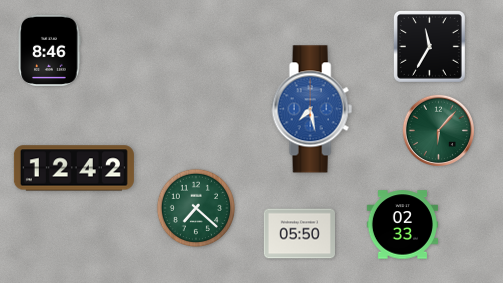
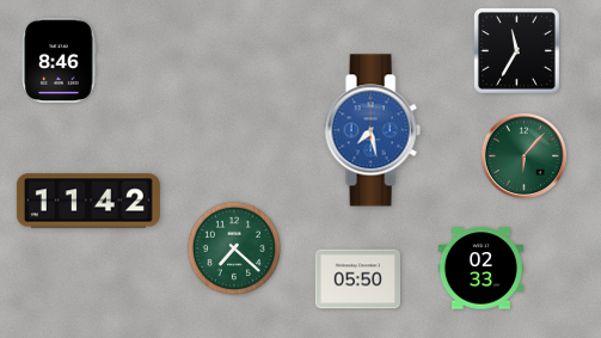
clock at (429, 46) position: (429, 46) -> (516, 50)
clock at (74, 168): 12:42 -> 11:42
